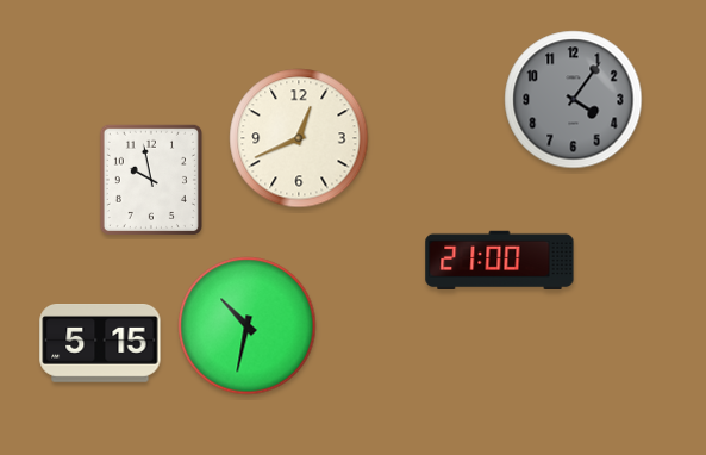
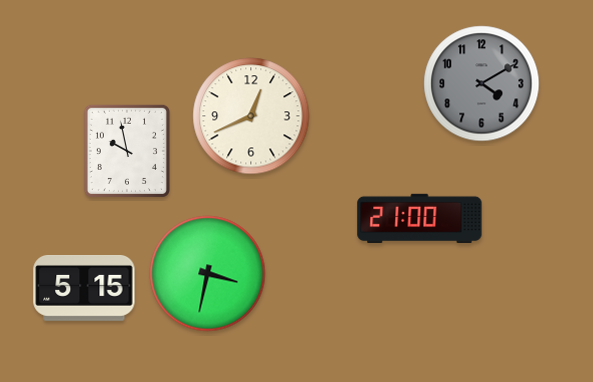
clock at (574, 100): 4:06 -> 4:10
clock at (248, 326): 10:32 -> 3:32
